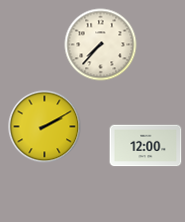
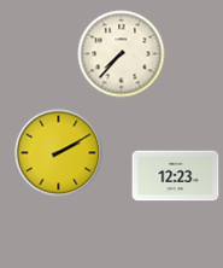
clock at (45, 127) position: (45, 127) -> (59, 153)
clock at (146, 146): 12:00 -> 12:23
